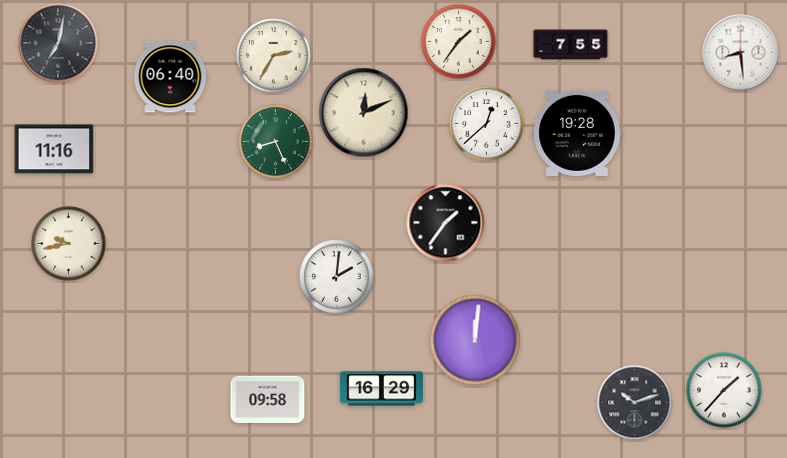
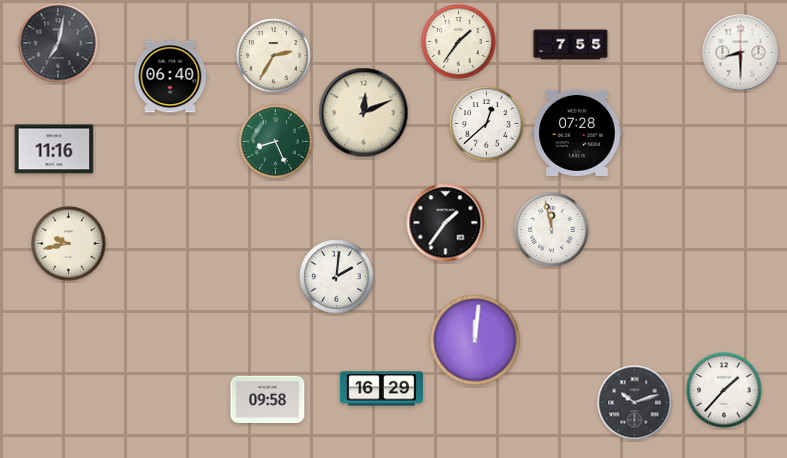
clock at (741, 53): 8:29 -> 8:30
clock at (577, 133): 19:28 -> 07:28
clock at (552, 230): none -> 11:58
